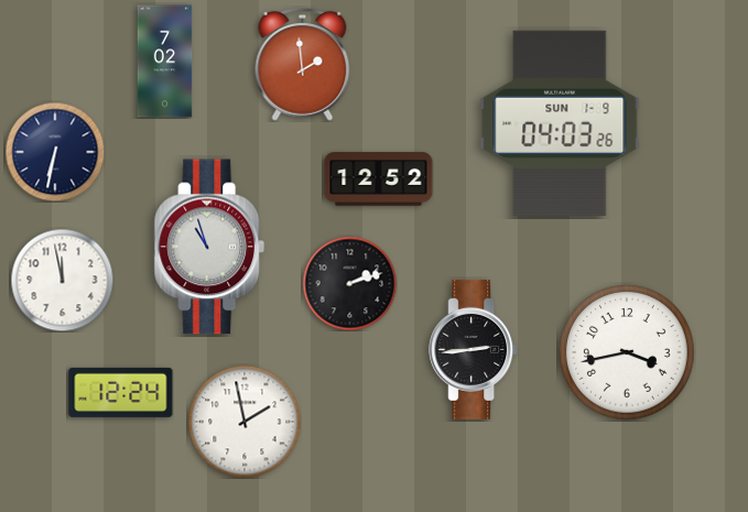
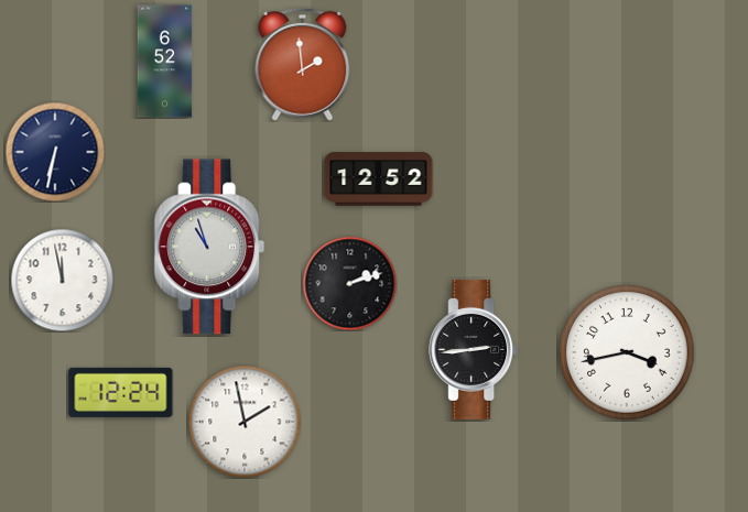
clock at (165, 62): 7:02 -> 6:52
clock at (560, 123): 04:03 -> none
